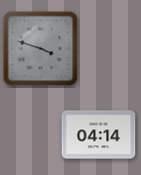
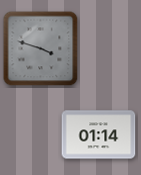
clock at (99, 135): 04:14 -> 01:14
